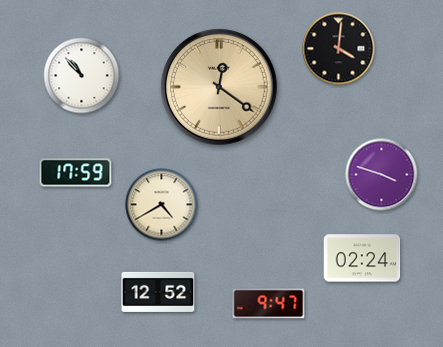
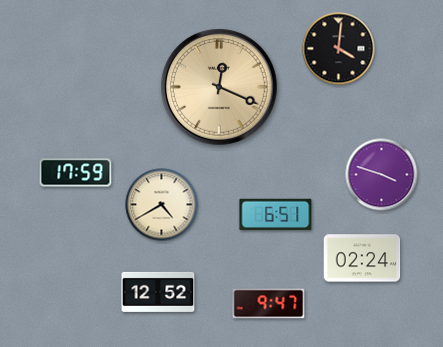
clock at (82, 76): 10:53 -> none
clock at (220, 88): 12:21 -> 12:19
clock at (276, 214): none -> 6:51
